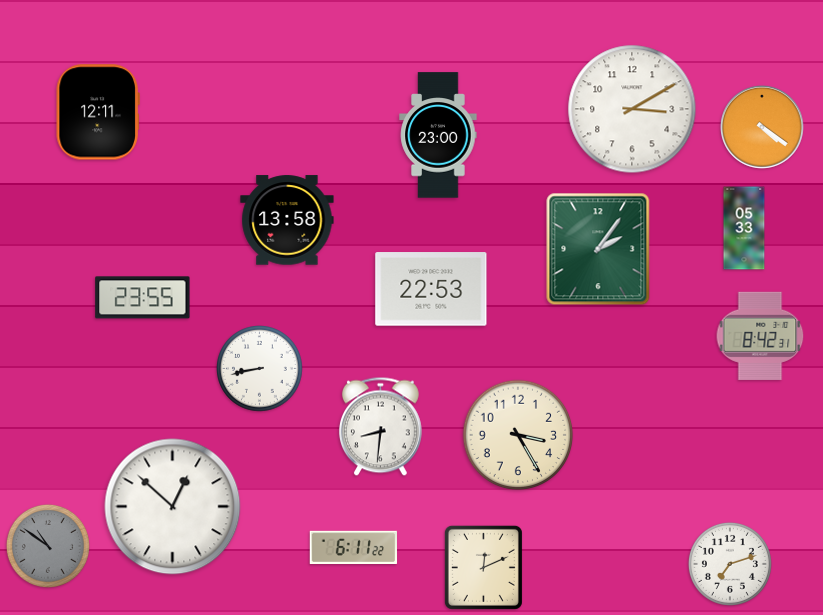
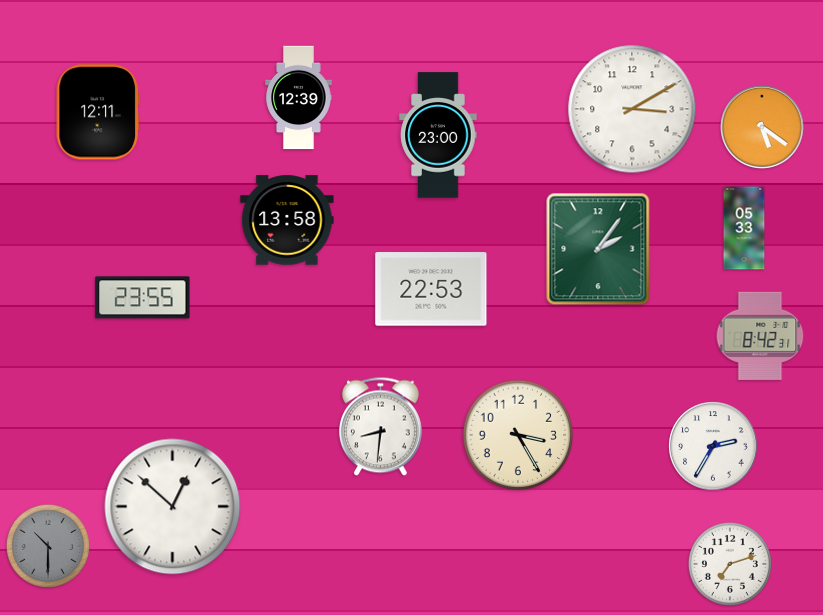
clock at (299, 98): none -> 12:39
clock at (763, 128): 4:21 -> 5:21
clock at (260, 369): 8:43 -> none
clock at (713, 446): none -> 2:35
clock at (48, 546): 10:51 -> 10:30
clock at (354, 547): 6:11 -> none
clock at (483, 567): 12:11 -> none
